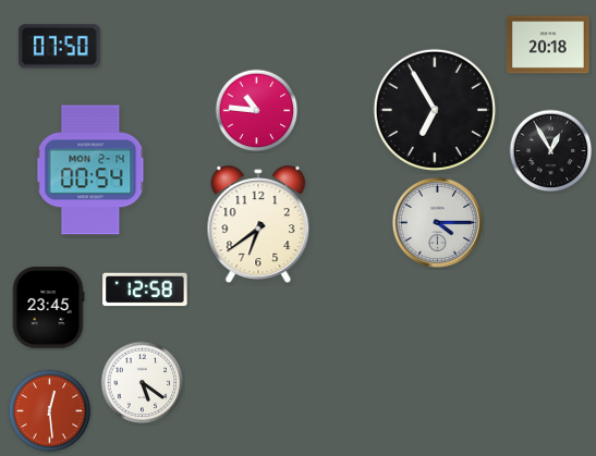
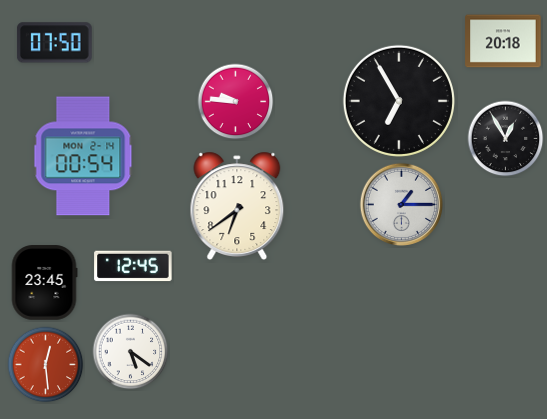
clock at (257, 111): 10:46 -> 9:46
clock at (438, 223): 4:15 -> 1:15
clock at (145, 289): 12:58 -> 12:45
clock at (50, 411) position: (50, 411) -> (46, 365)
